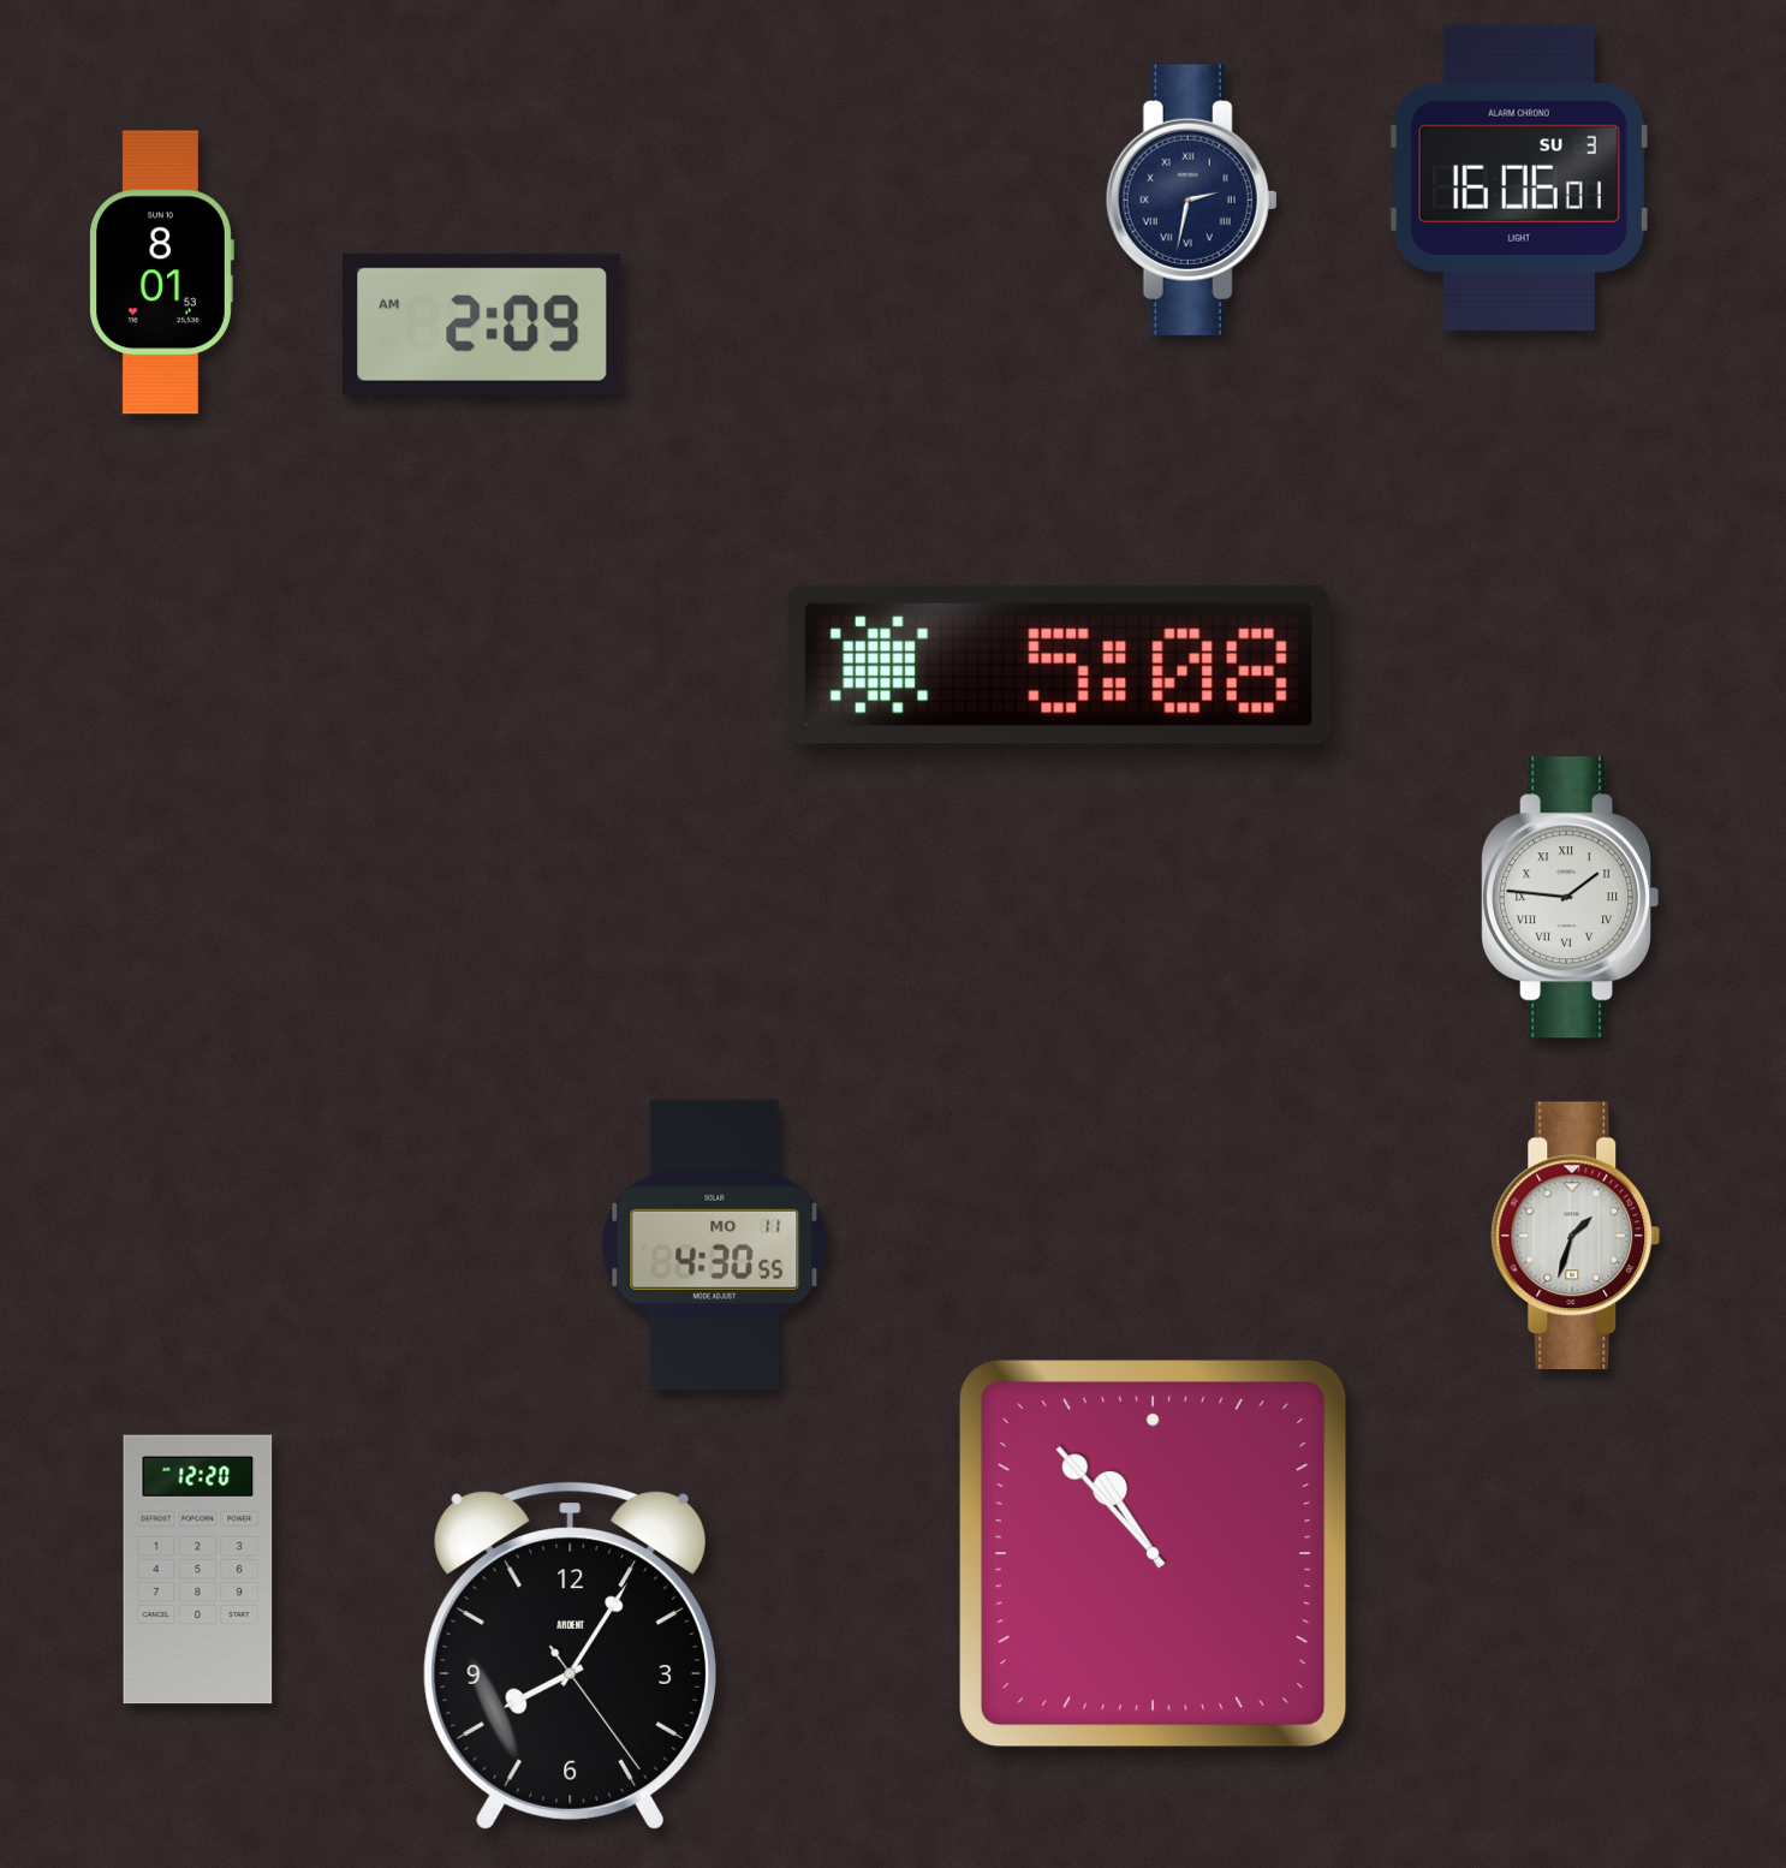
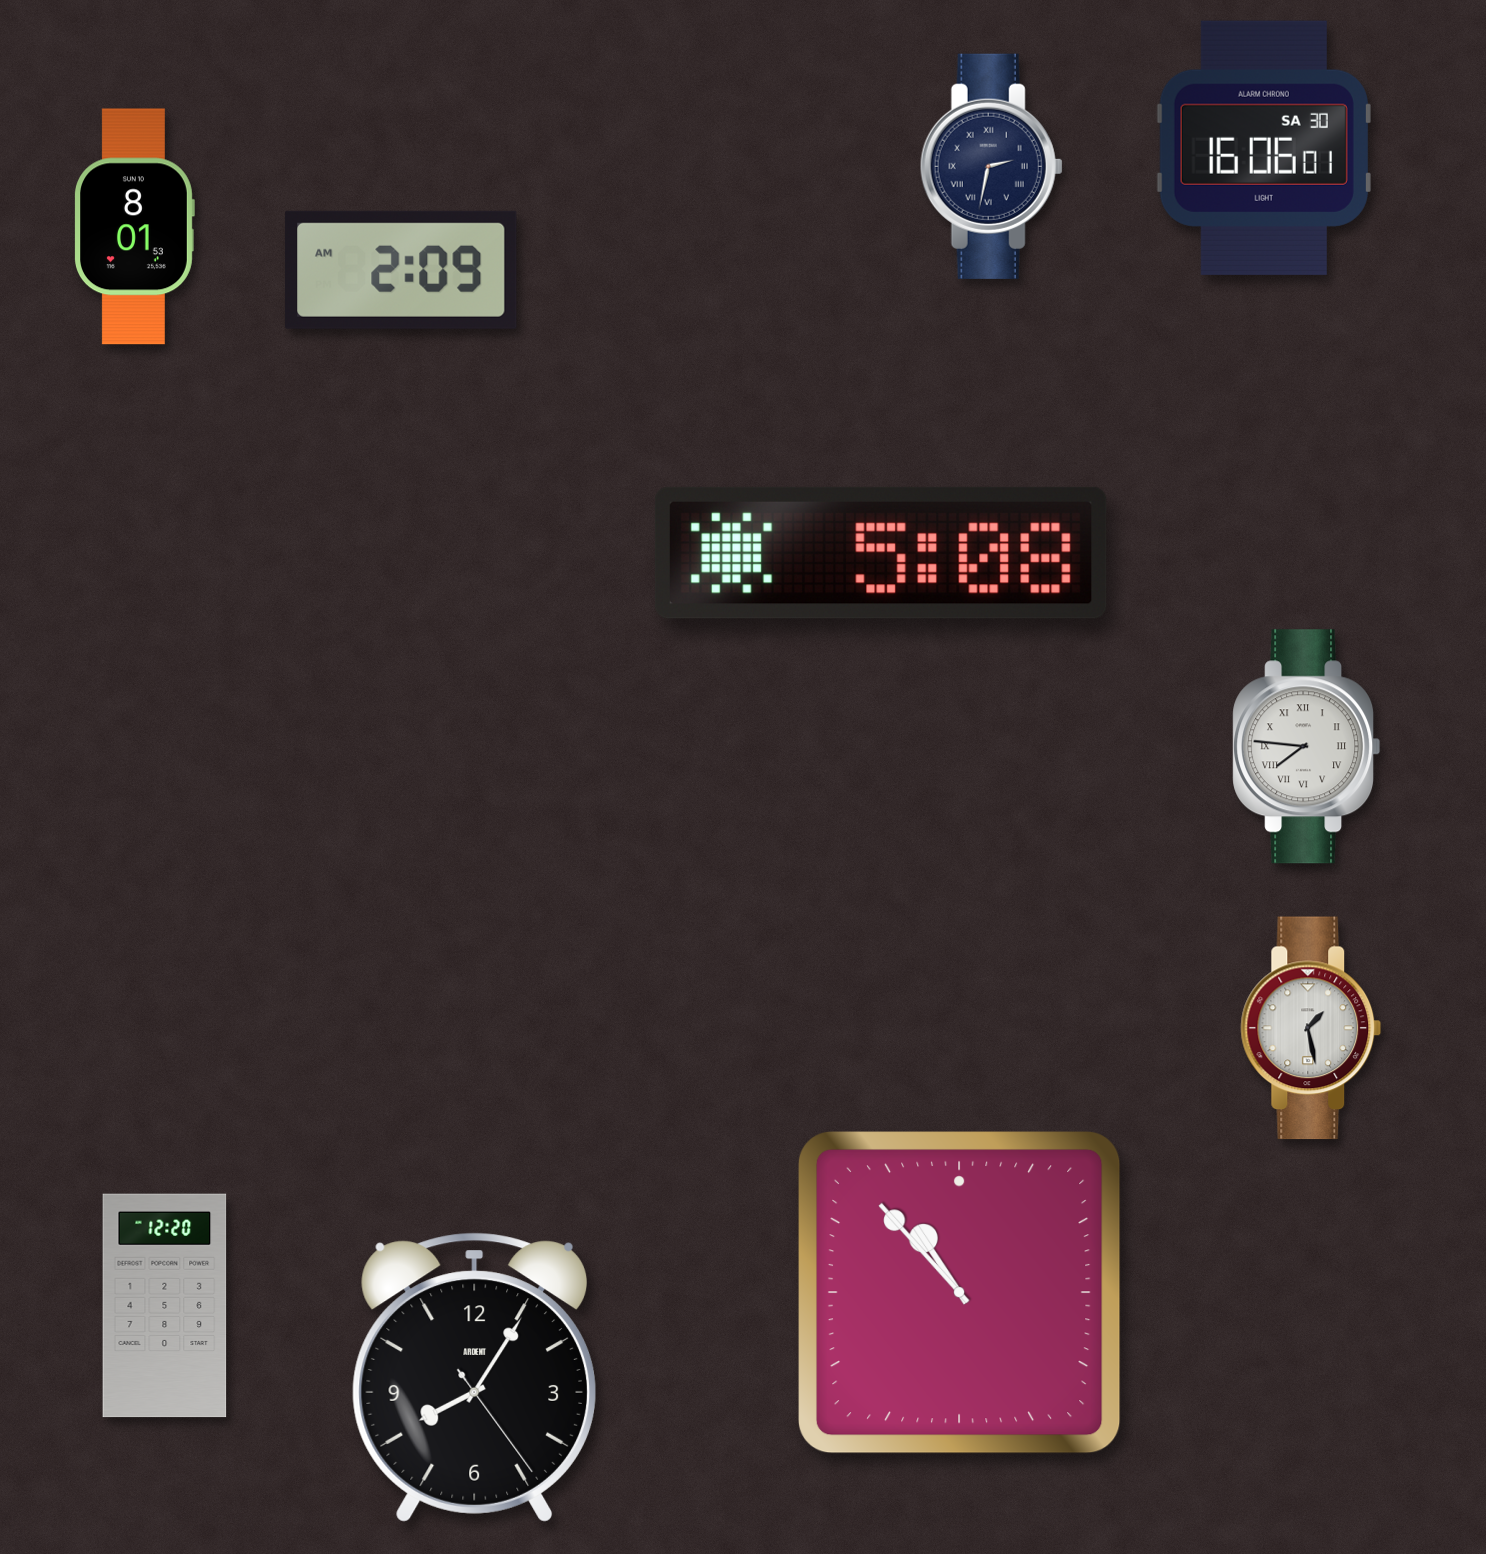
clock at (1519, 178) date: SU 3 -> SA 30
clock at (1571, 898): 1:46 -> 7:46
clock at (1576, 1236): 1:33 -> 1:28
clock at (715, 1244): 4:30 -> none
